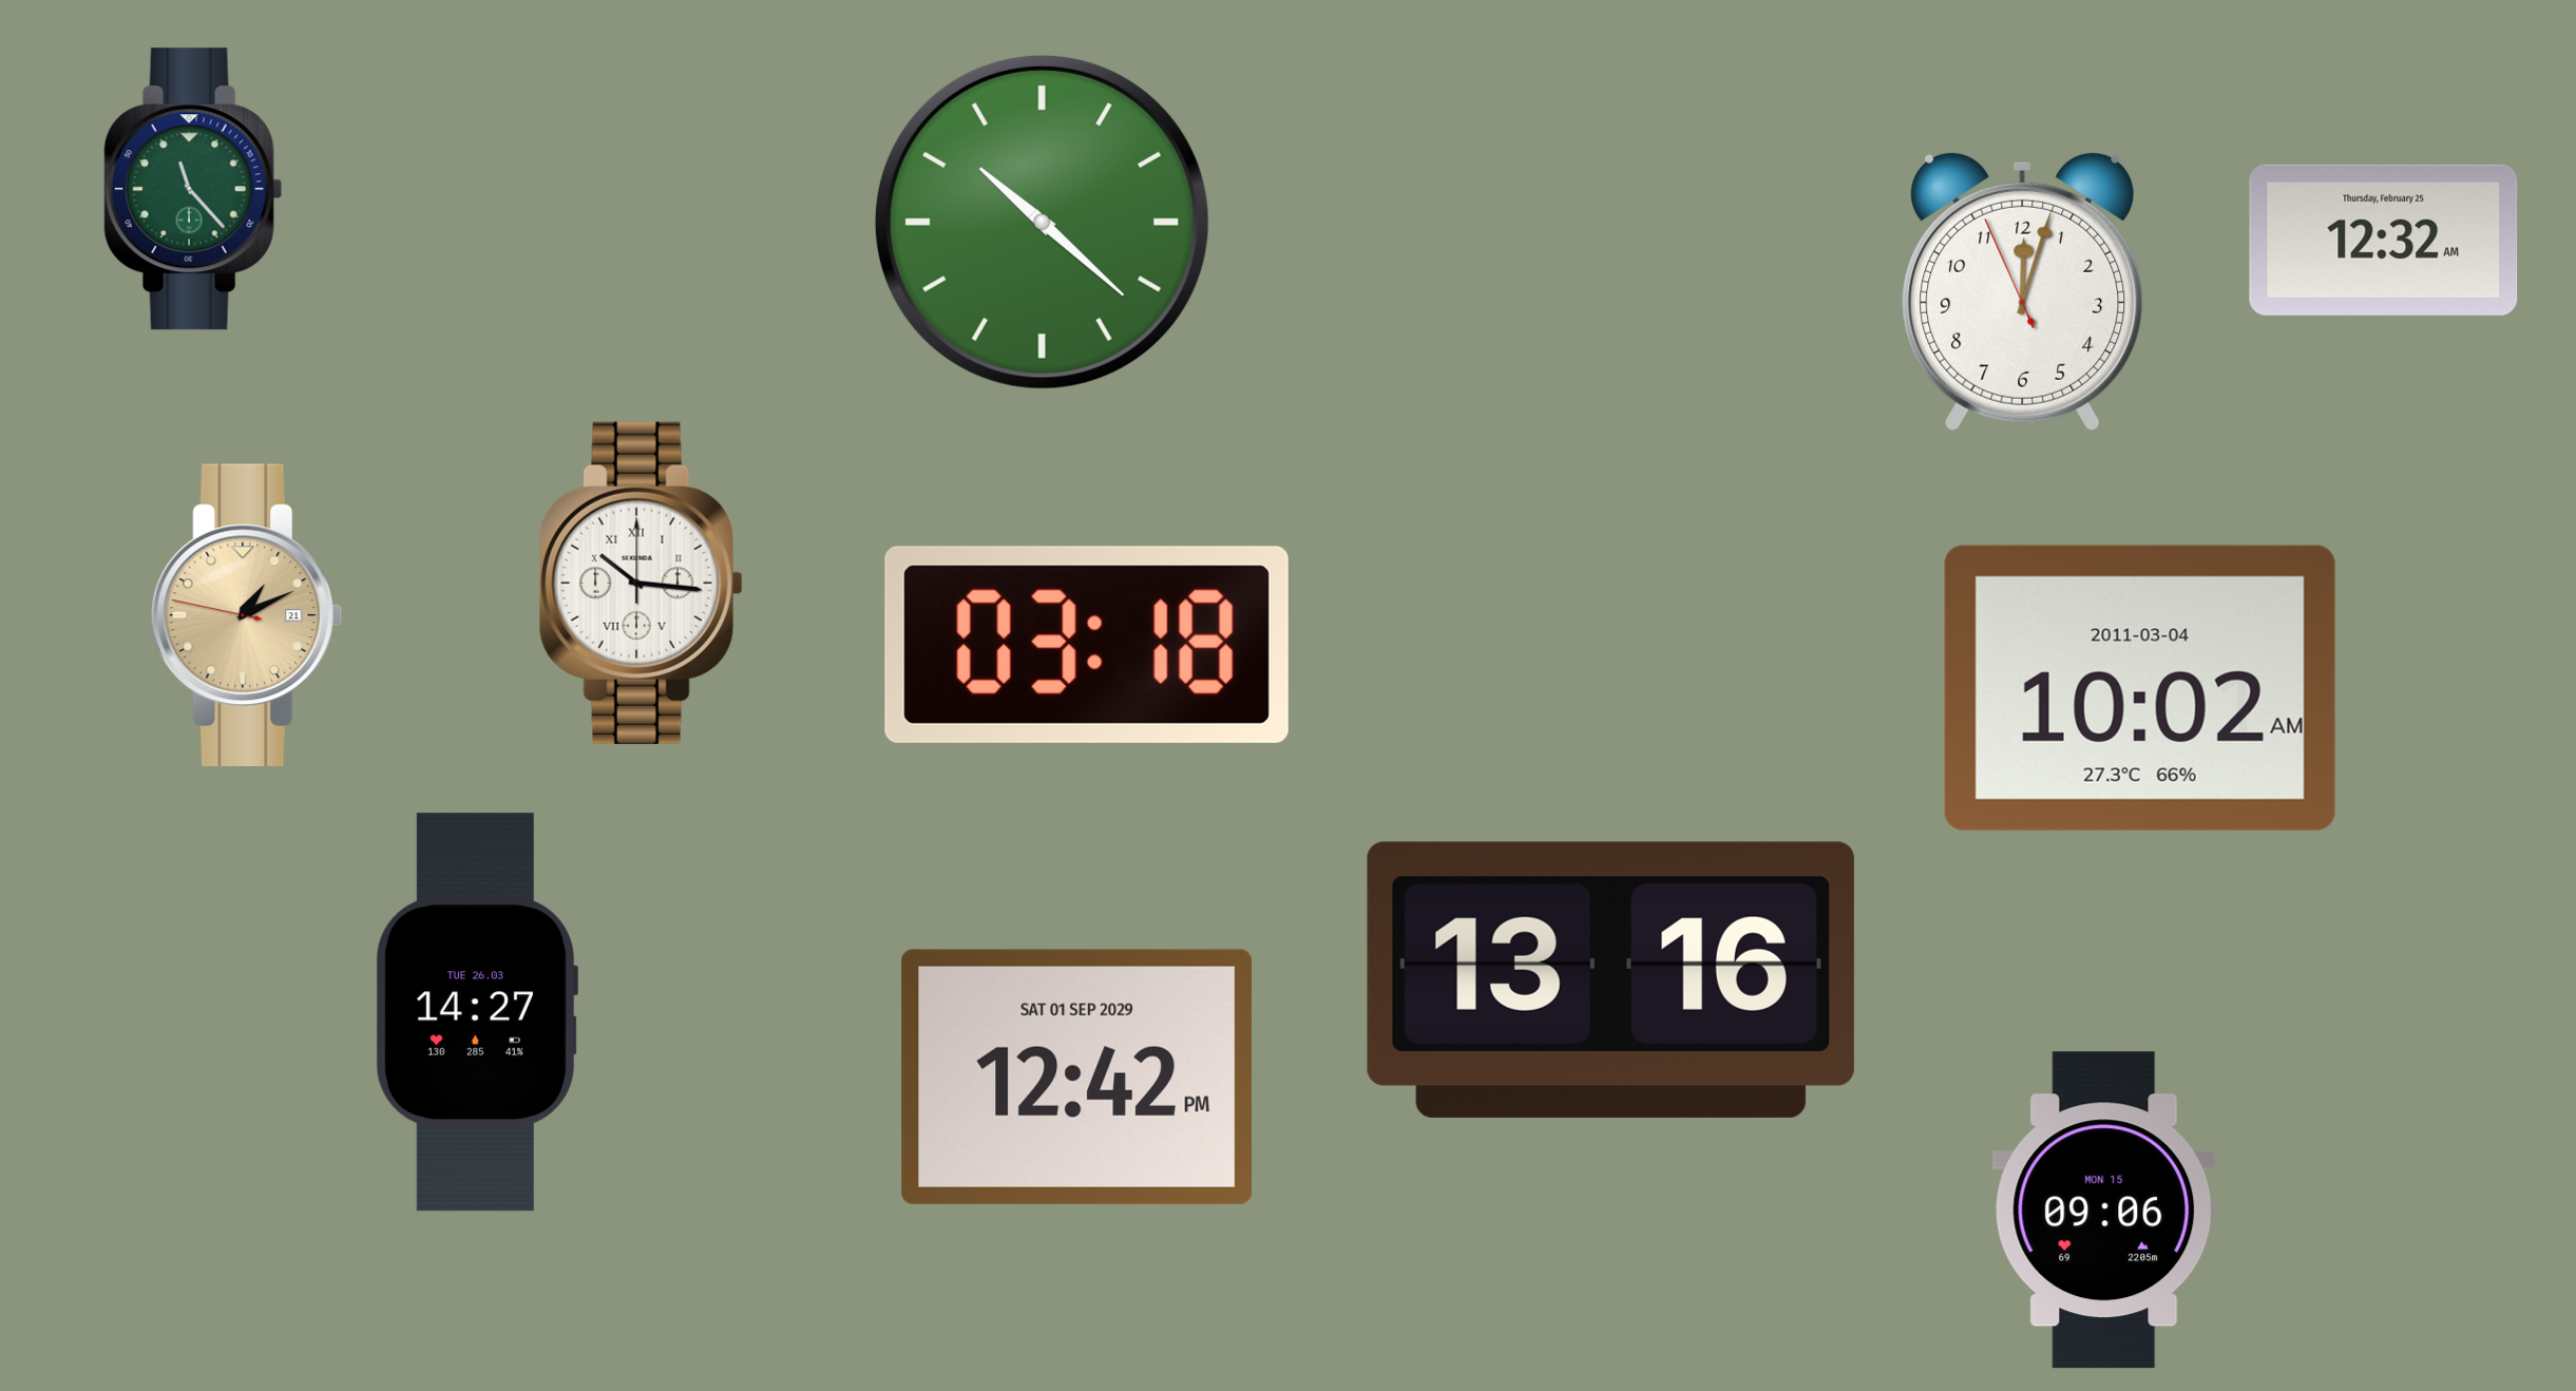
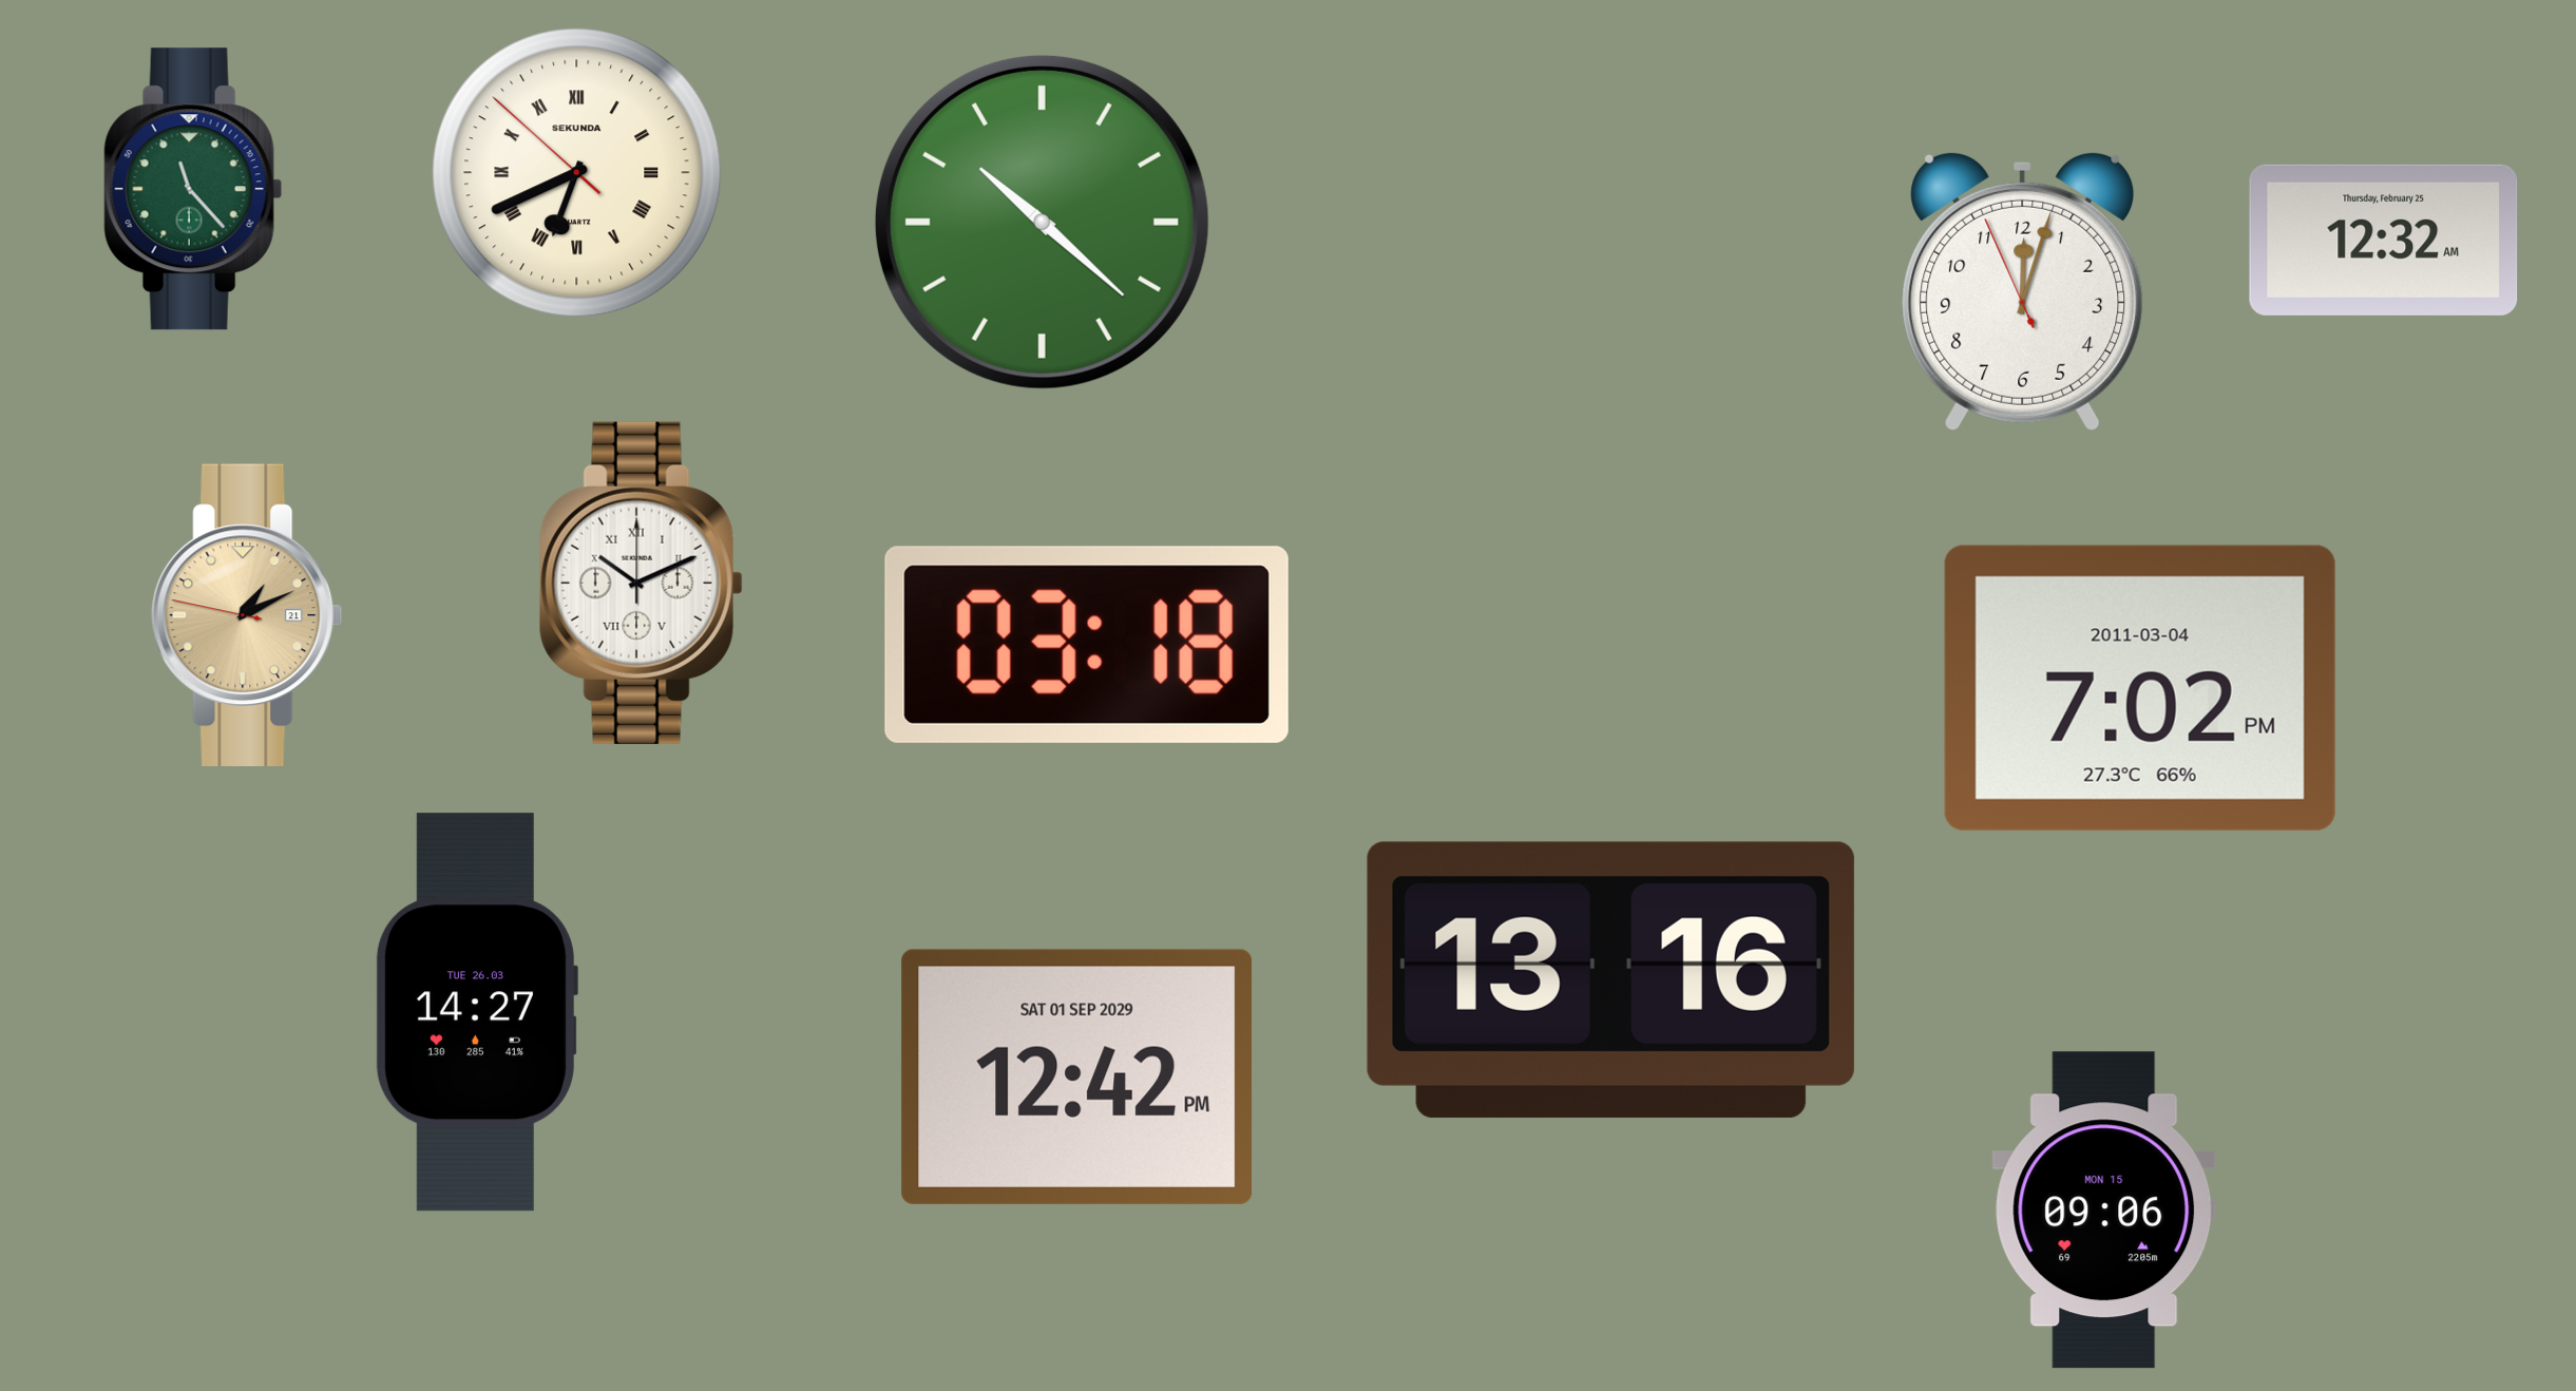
clock at (577, 173): none -> 6:40
clock at (641, 583): 10:16 -> 10:11
clock at (2140, 688): 10:02 -> 7:02
